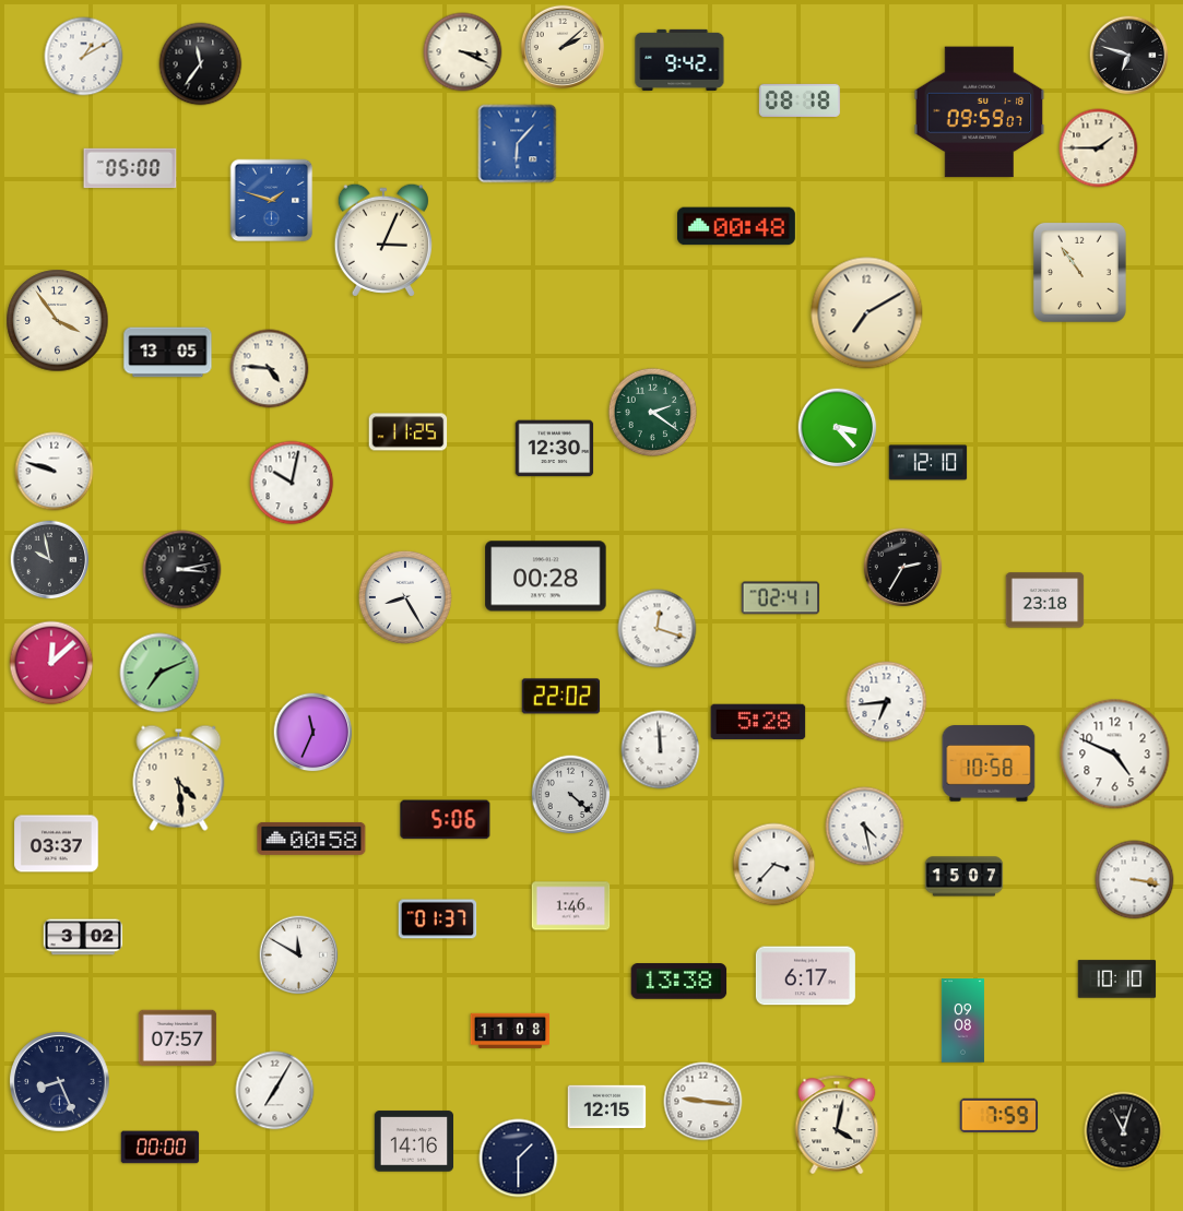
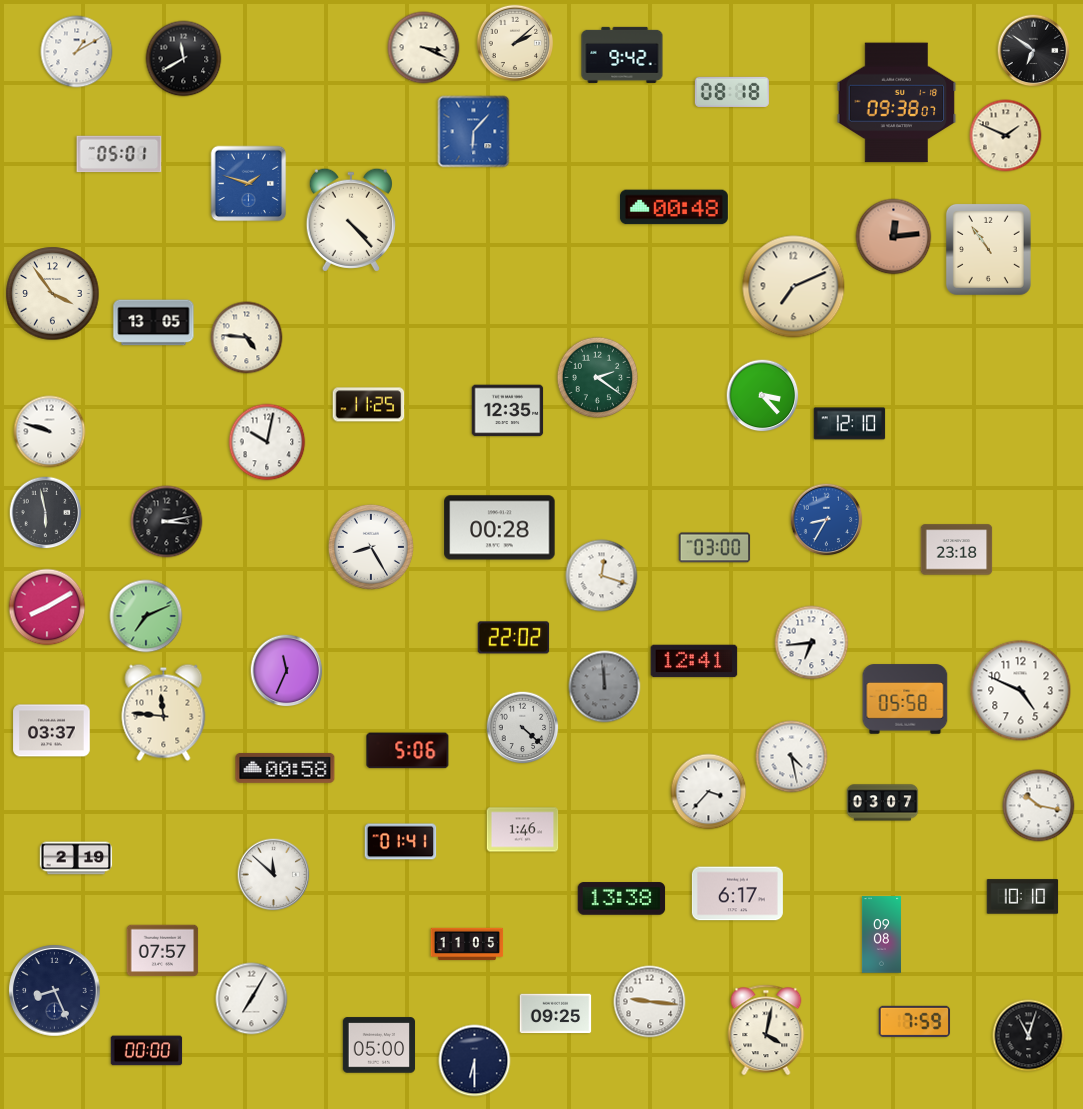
clock at (1129, 56): 6:48 -> 6:51
clock at (201, 64): 11:36 -> 11:40
clock at (980, 112): 09:59 -> 09:38
clock at (1099, 149): 1:45 -> 1:49
clock at (130, 168): 05:00 -> 05:01
clock at (383, 240): 3:04 -> 4:23
clock at (894, 237): none -> 12:14
clock at (867, 313): 7:10 -> 7:11
clock at (838, 428) position: (838, 428) -> (763, 396)
clock at (409, 432) position: (409, 432) -> (369, 405)
clock at (555, 449): 12:30 -> 12:35
clock at (50, 560): 9:58 -> 5:58
clock at (903, 568): 2:35 -> 8:35
clock at (903, 568) dial: black -> blue
clock at (781, 598): 02:41 -> 03:00
clock at (51, 663): 12:08 -> 8:10
clock at (758, 722): 5:28 -> 12:41
clock at (661, 750) dial: white -> grey
clock at (989, 763): 10:58 -> 05:58
clock at (179, 777): 4:29 -> 11:46
clock at (57, 844) position: (57, 844) -> (52, 731)
clock at (965, 877): 15:07 -> 03:07
clock at (1135, 880): 3:17 -> 10:17
clock at (438, 919): 01:37 -> 01:41
clock at (83, 937): 3:02 -> 2:19
clock at (299, 955): 11:50 -> 11:52
clock at (510, 1031): 11:08 -> 11:05
clock at (703, 1102) position: (703, 1102) -> (650, 1002)
clock at (607, 1107): 12:15 -> 09:25
clock at (414, 1141): 14:16 -> 05:00
clock at (519, 1159): 1:30 -> 6:30
